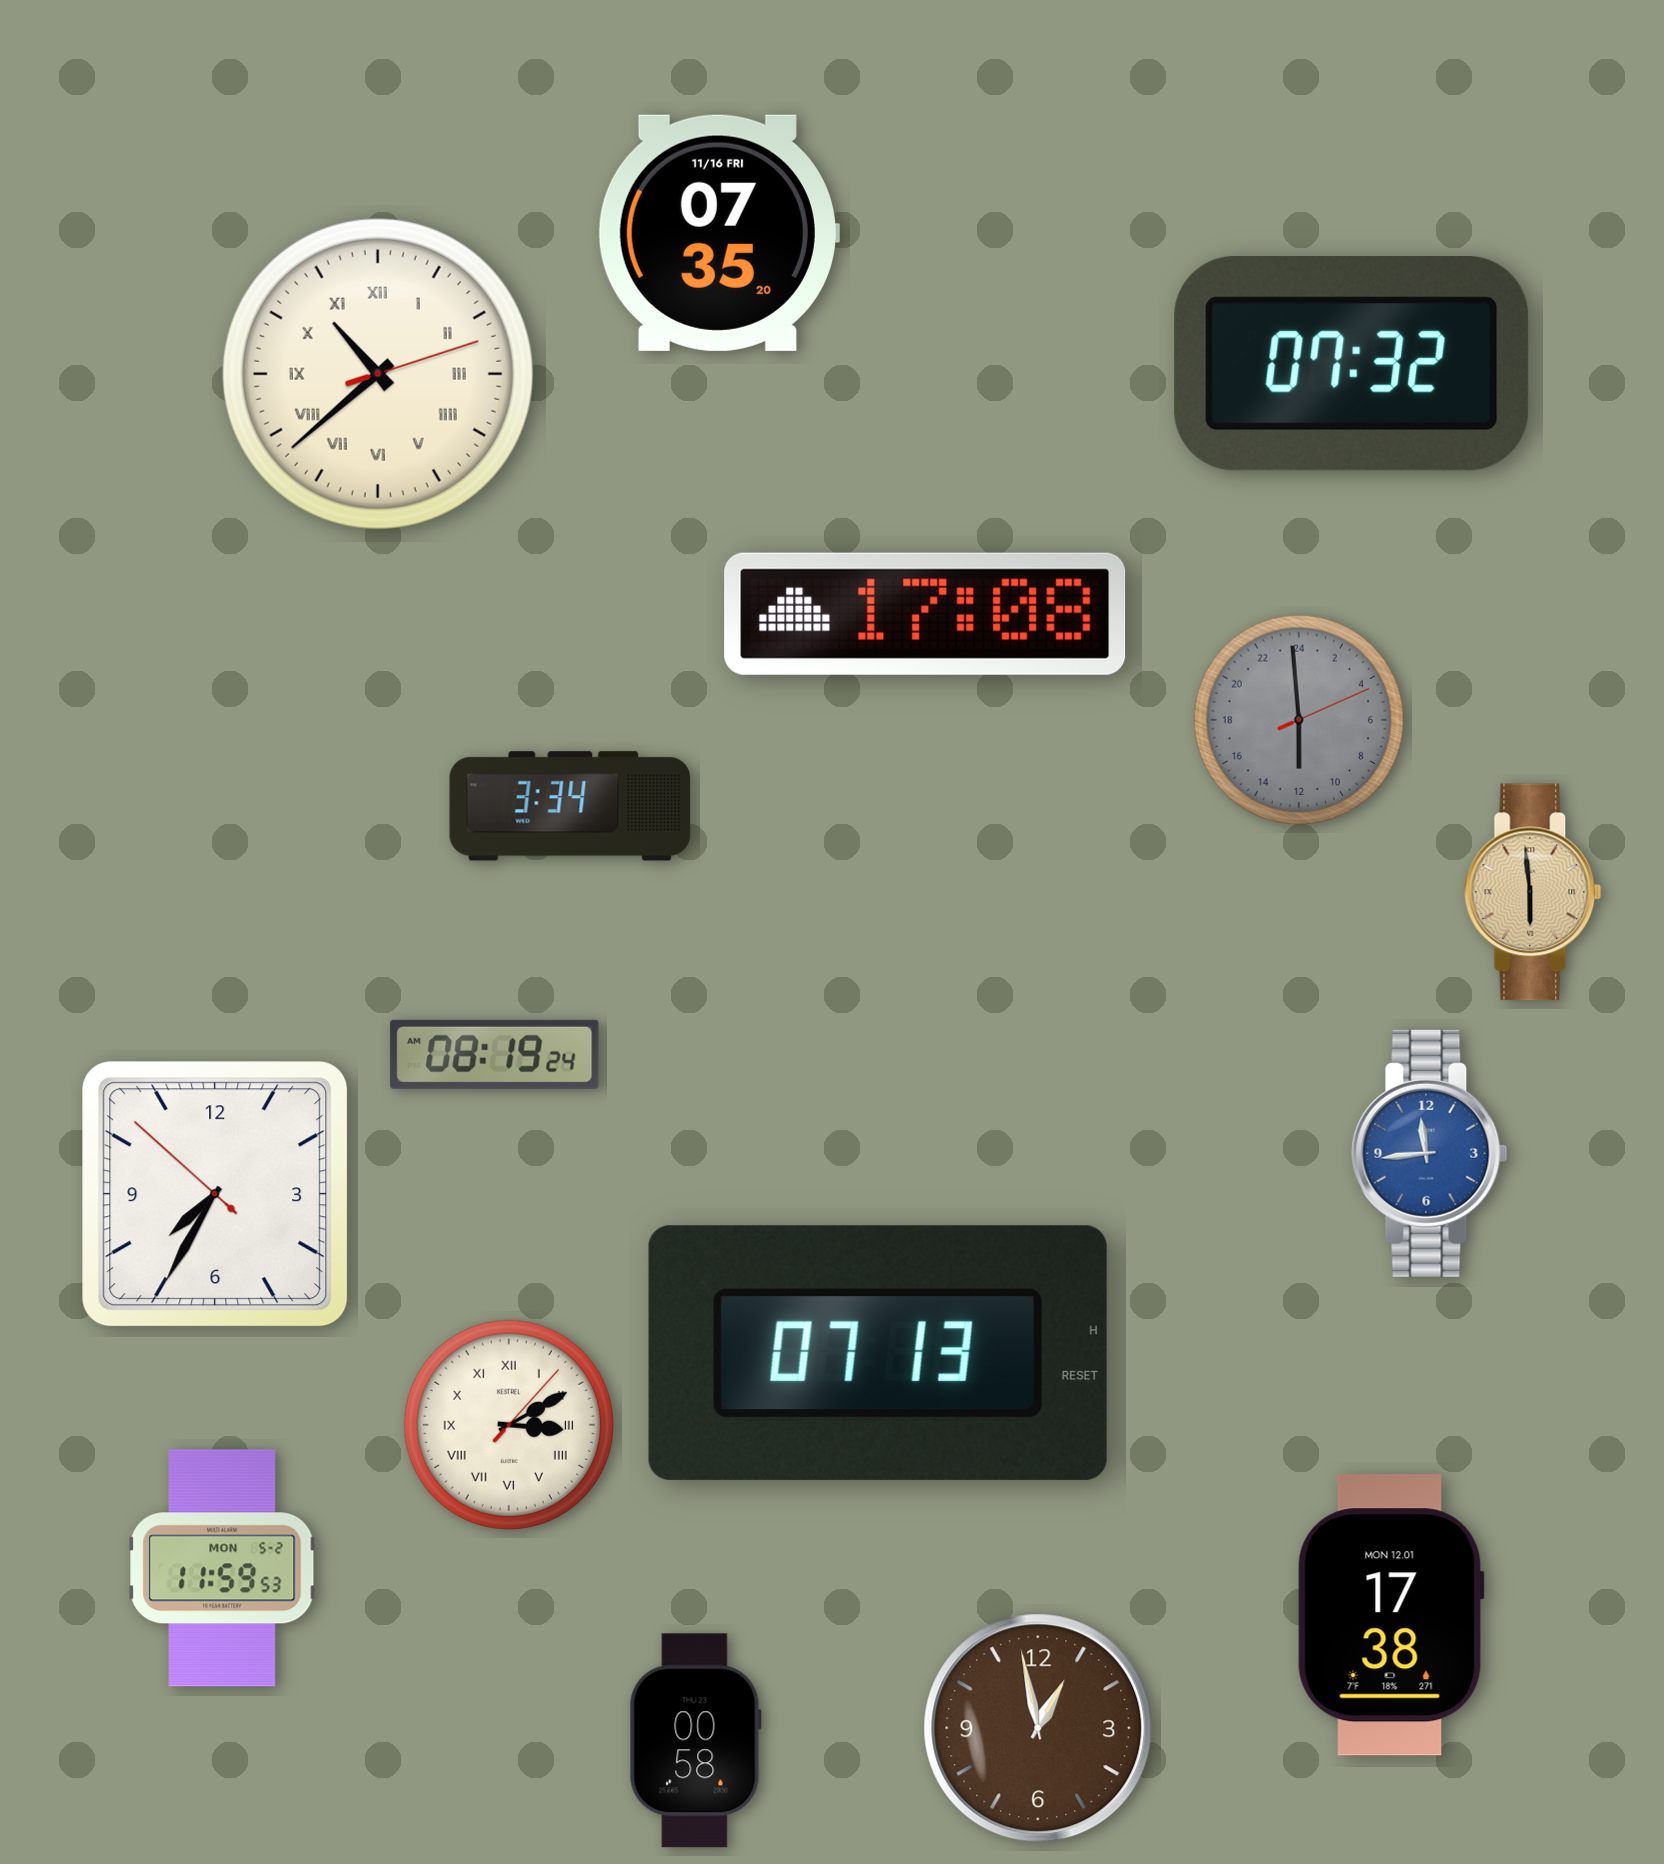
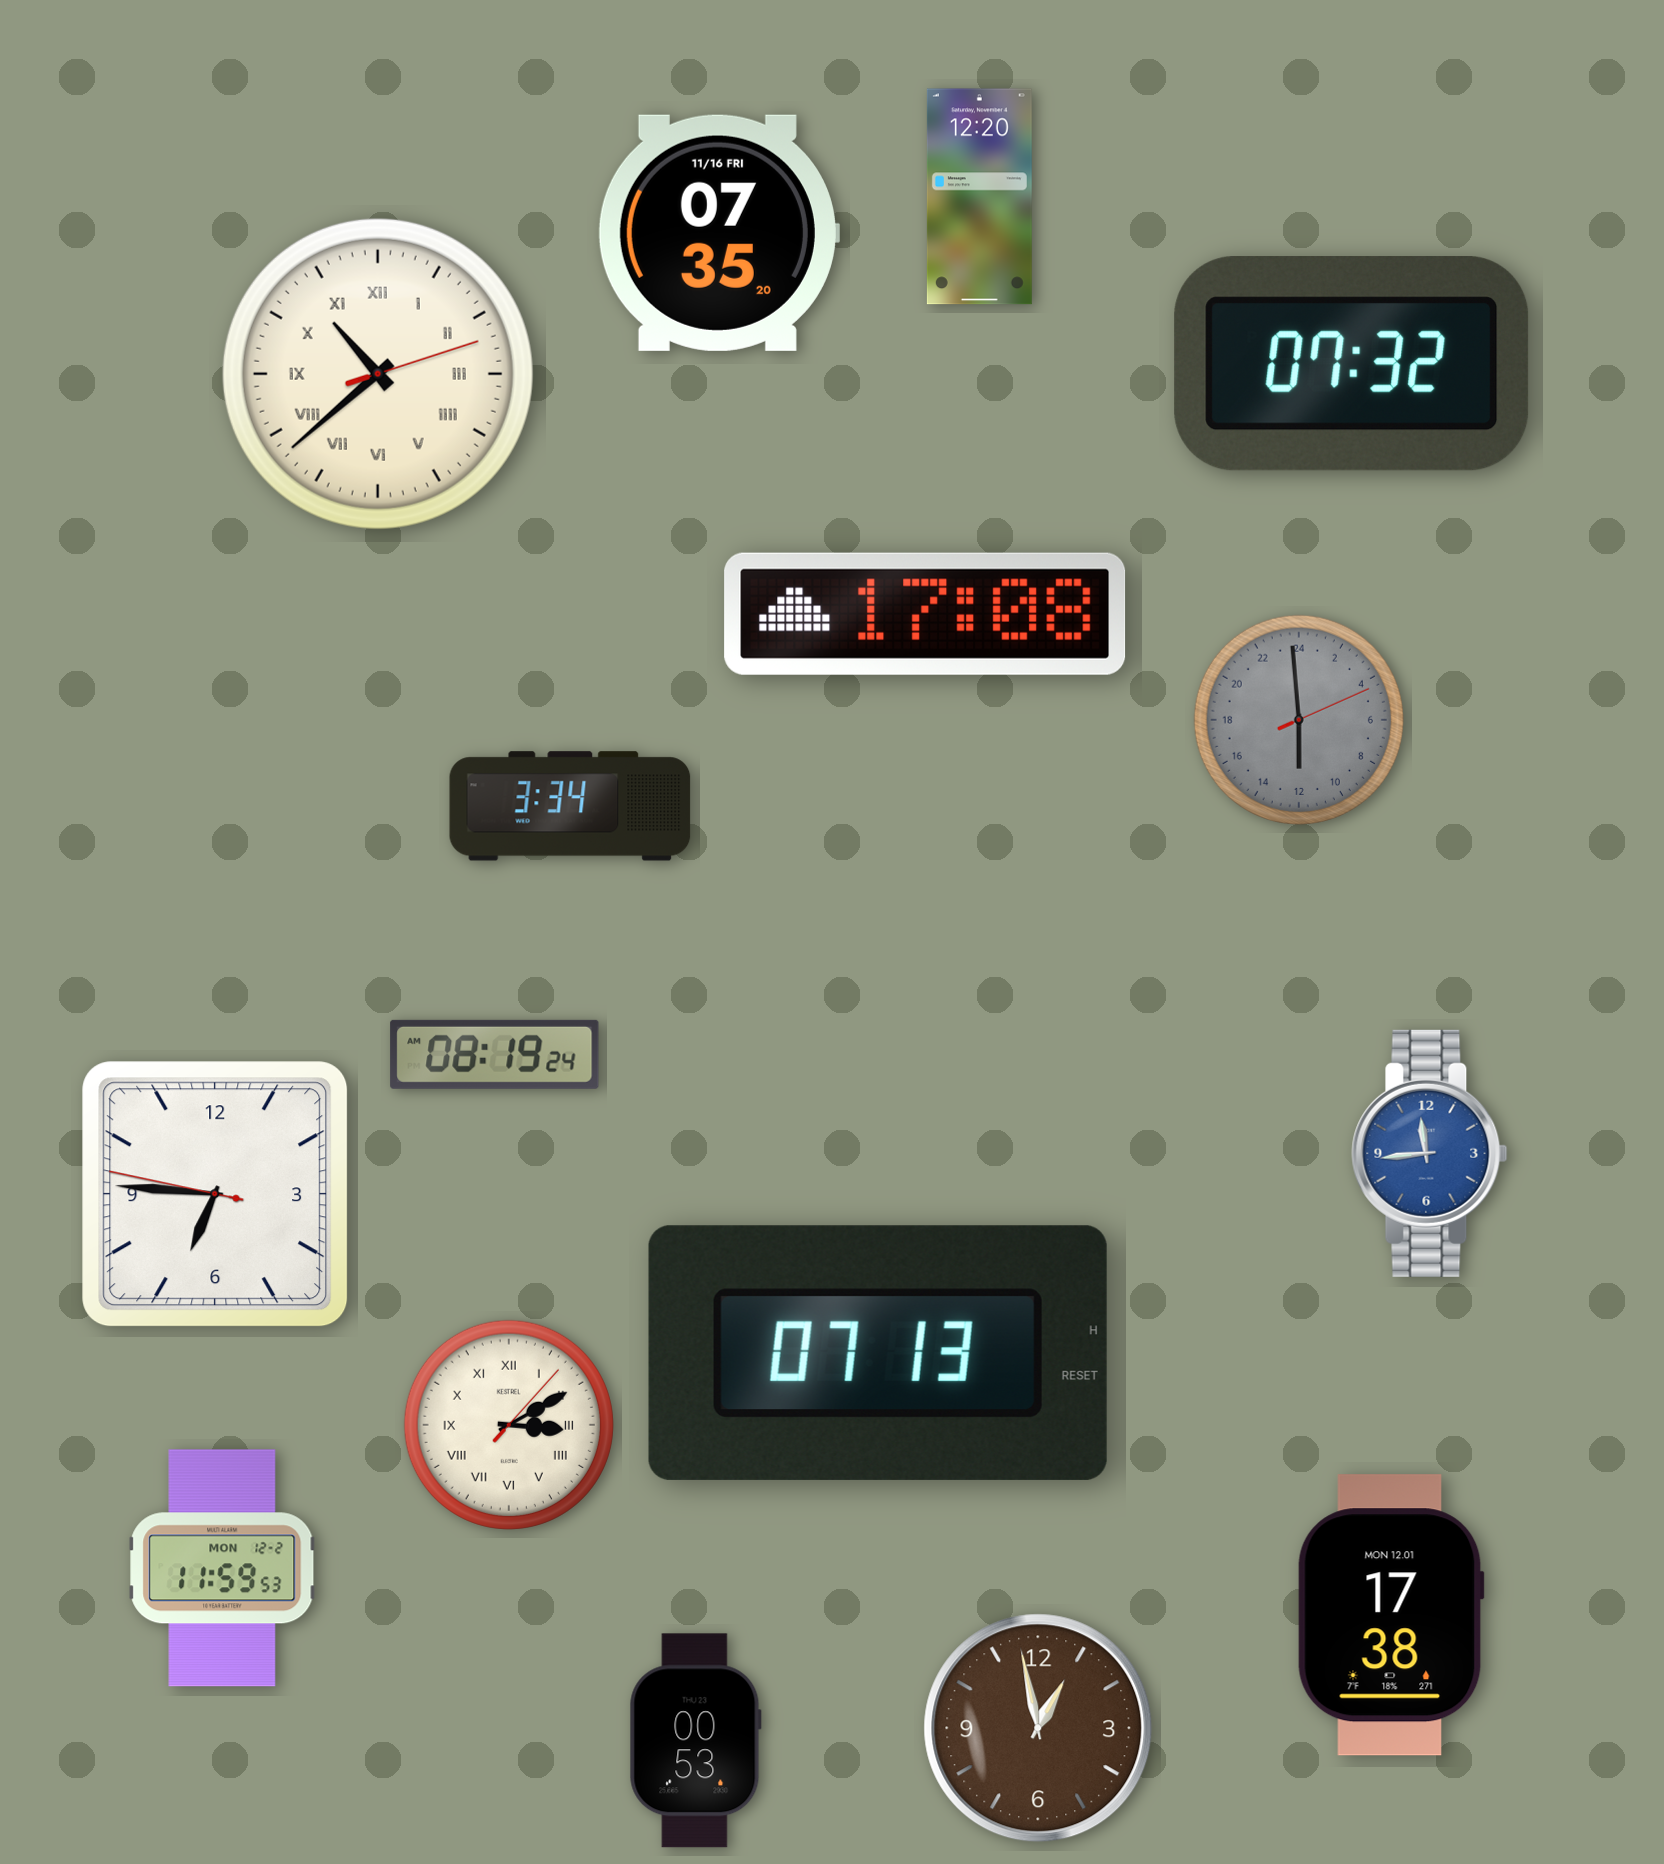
clock at (979, 197): none -> 12:20
clock at (1533, 892): 5:59 -> none
clock at (215, 1194): 7:34 -> 6:45
clock at (222, 1568) date: MON 5-2 -> MON 12-2
clock at (695, 1741): 00:58 -> 00:53
